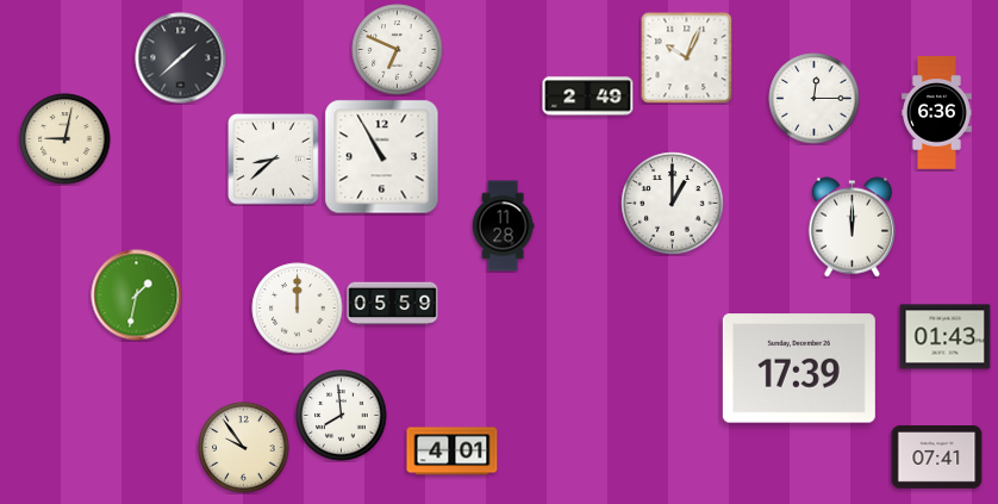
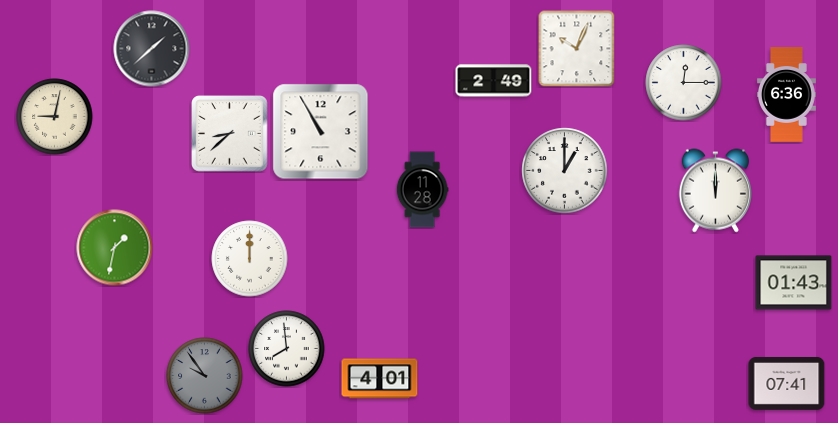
clock at (398, 50): 6:49 -> none
clock at (393, 304): 05:59 -> none
clock at (799, 368): 17:39 -> none
clock at (244, 448) dial: cream -> grey
